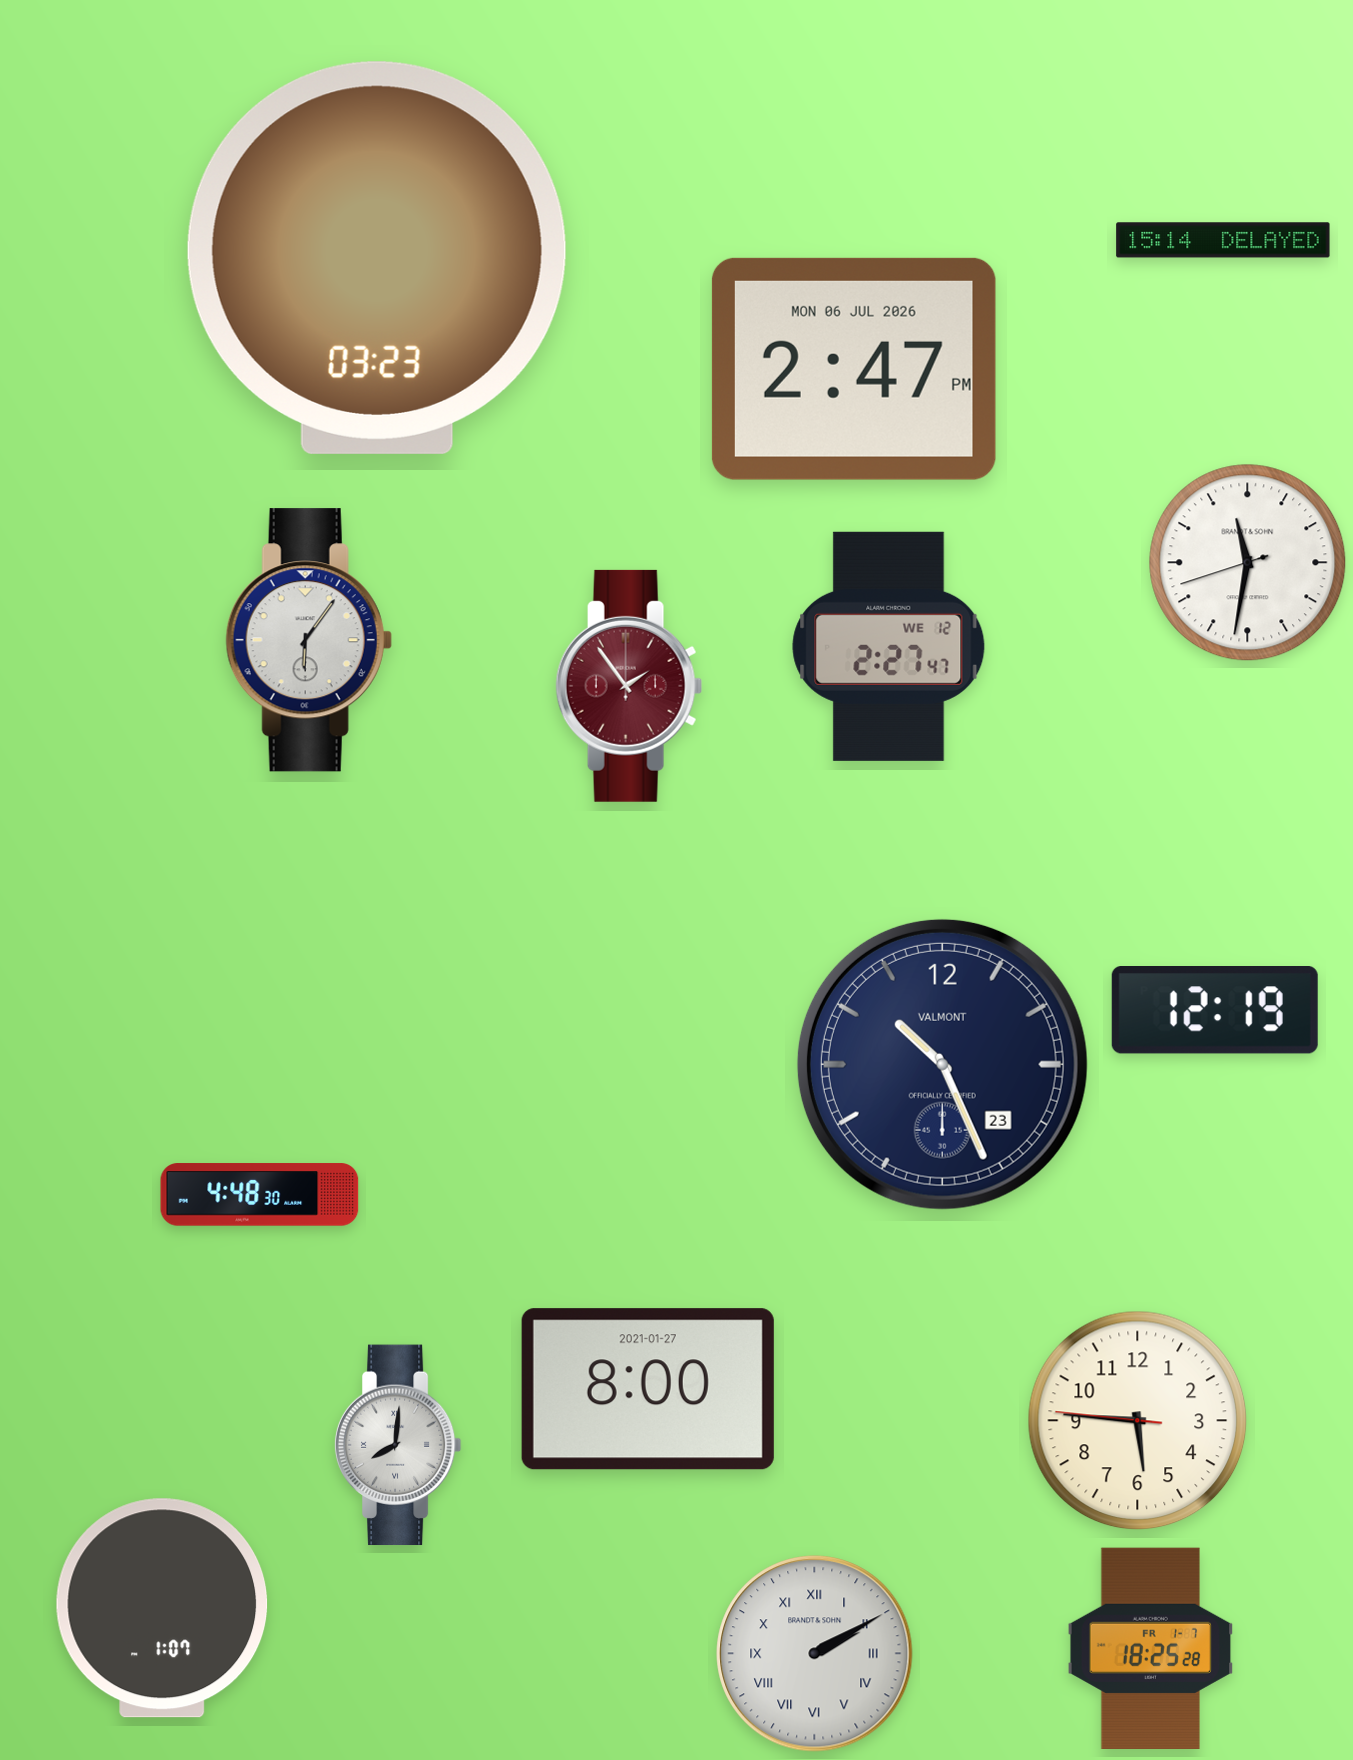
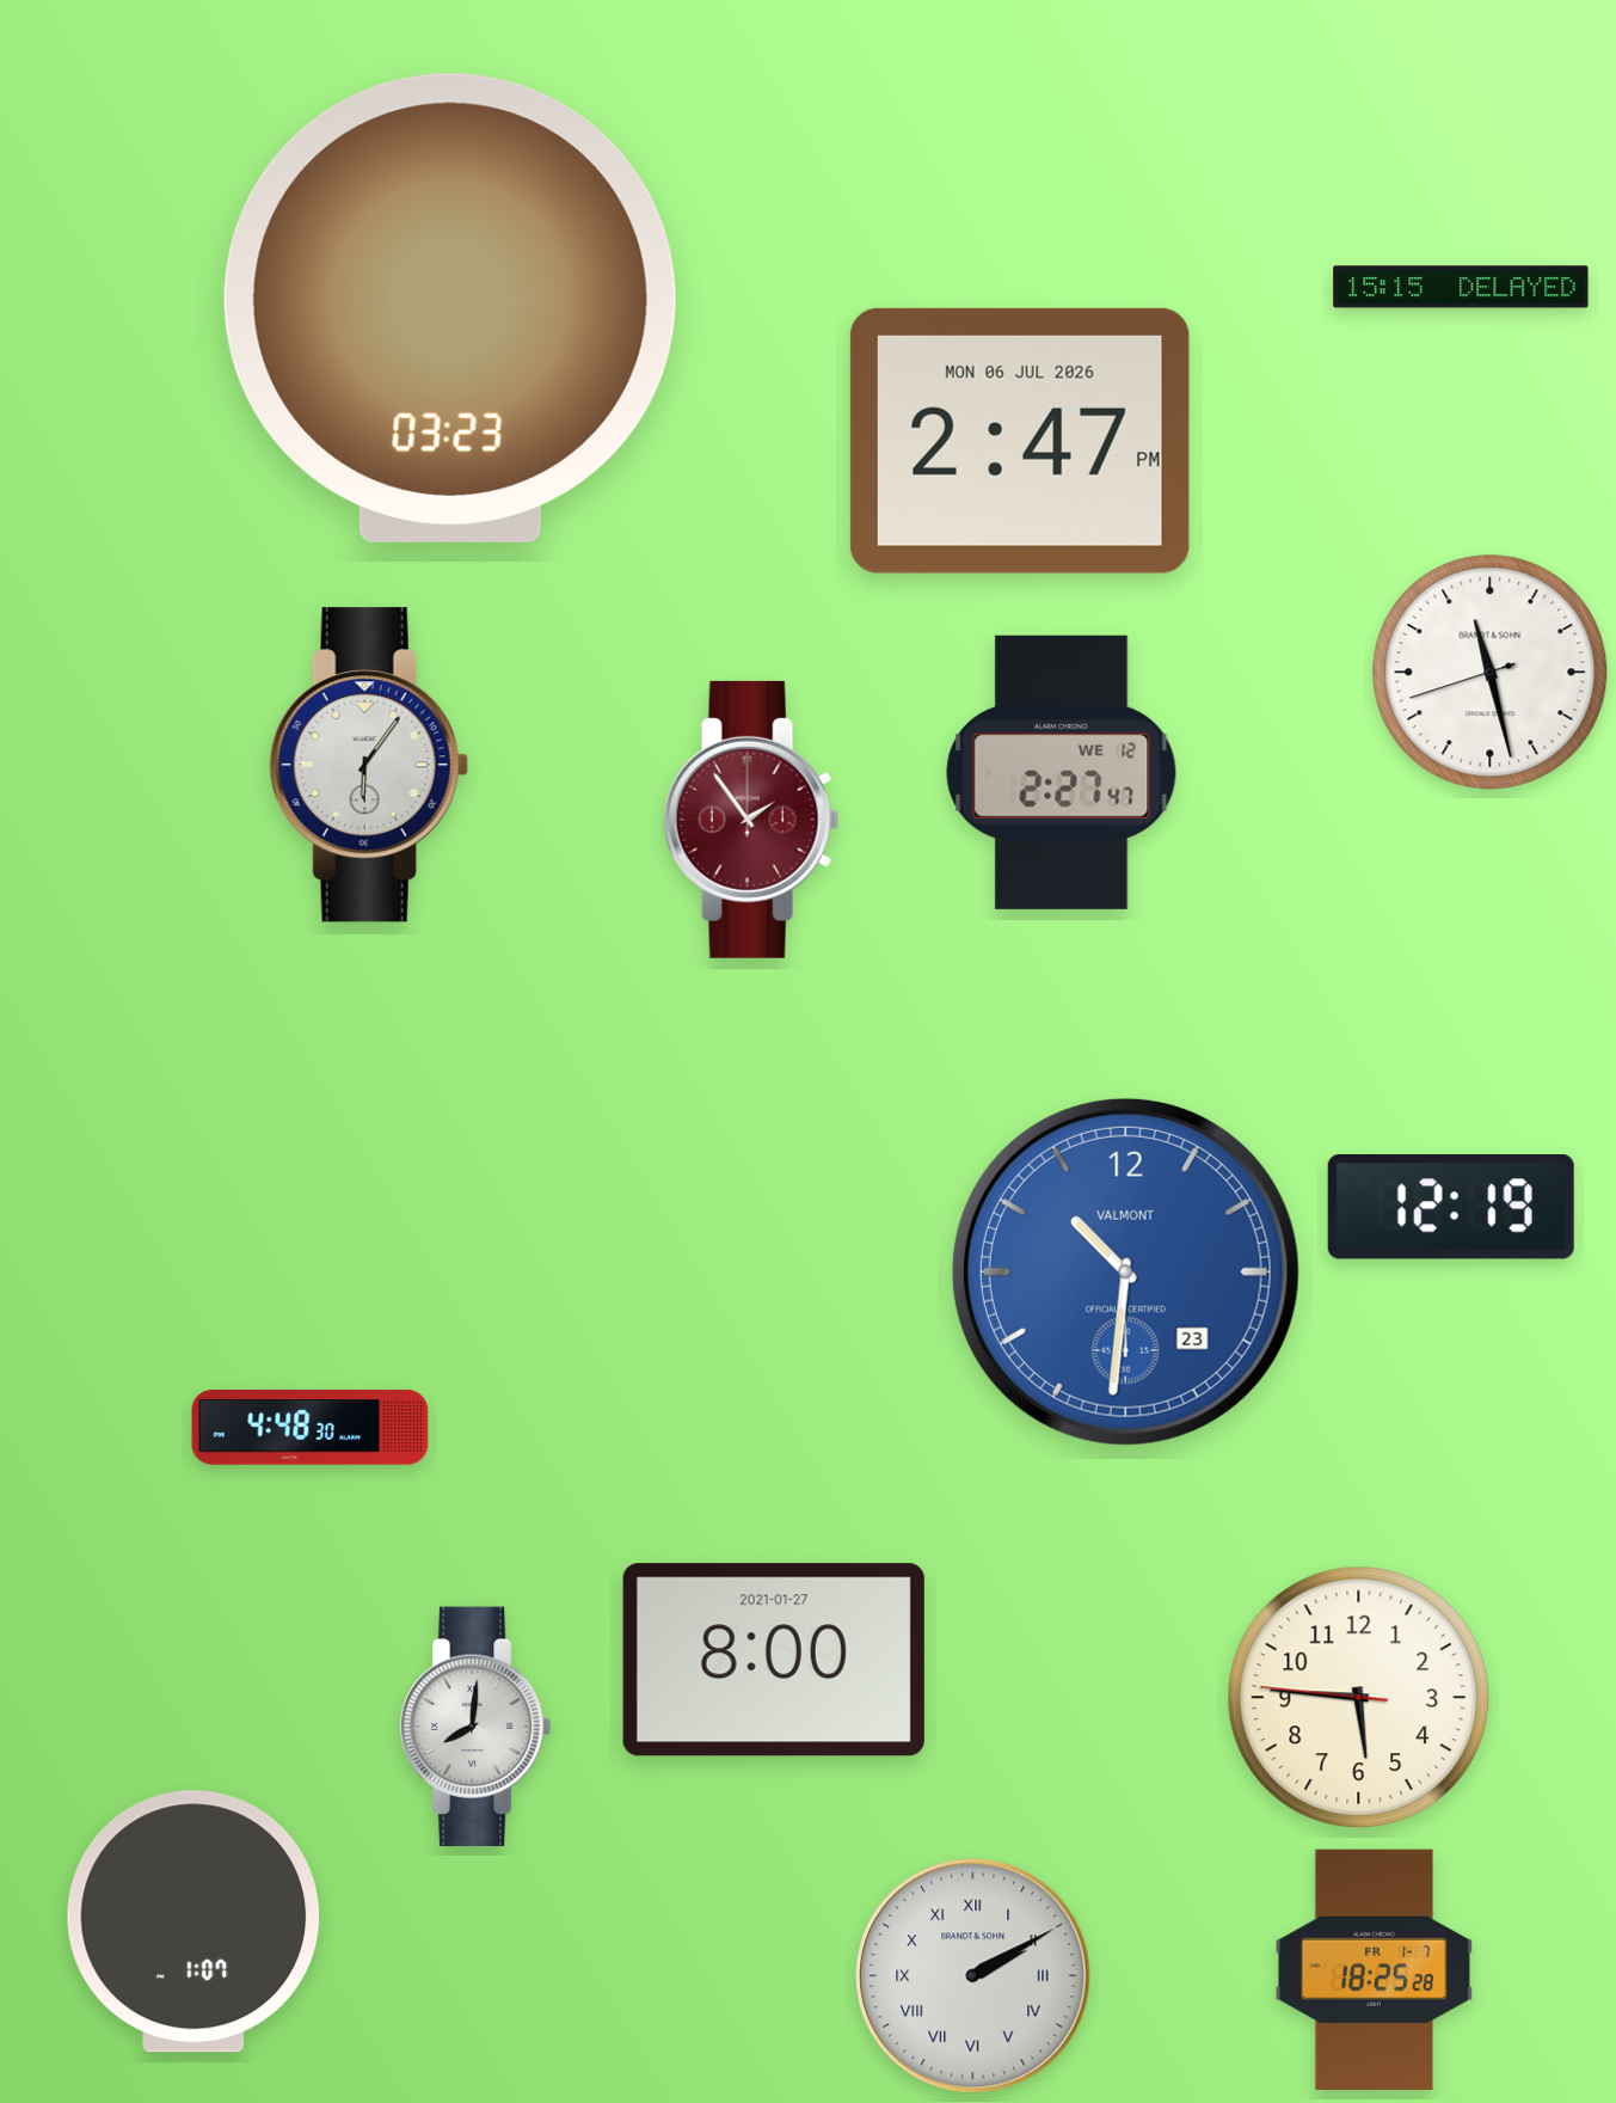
clock at (1223, 240): 15:14 -> 15:15
clock at (1248, 563): 11:31 -> 11:27
clock at (942, 1064): 10:26 -> 10:31
clock at (942, 1064) dial: navy -> blue
